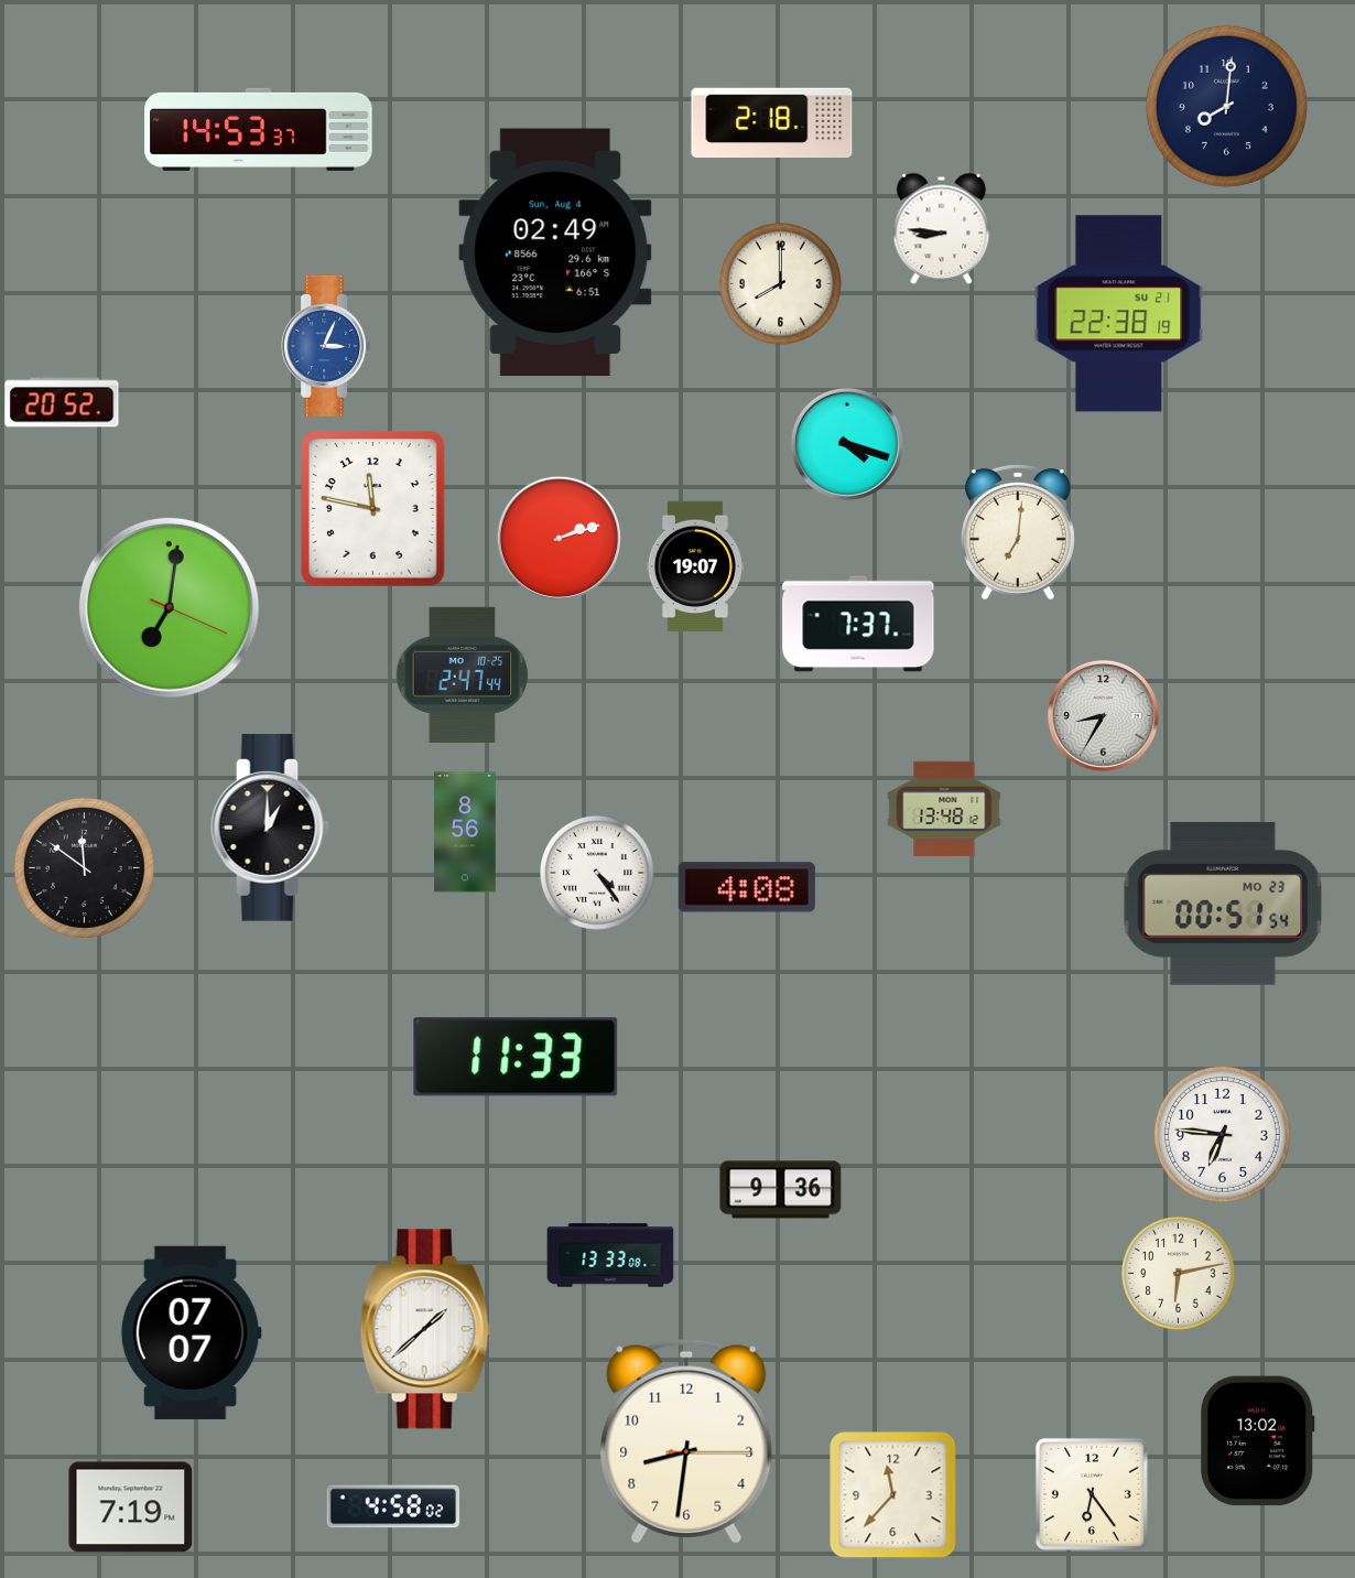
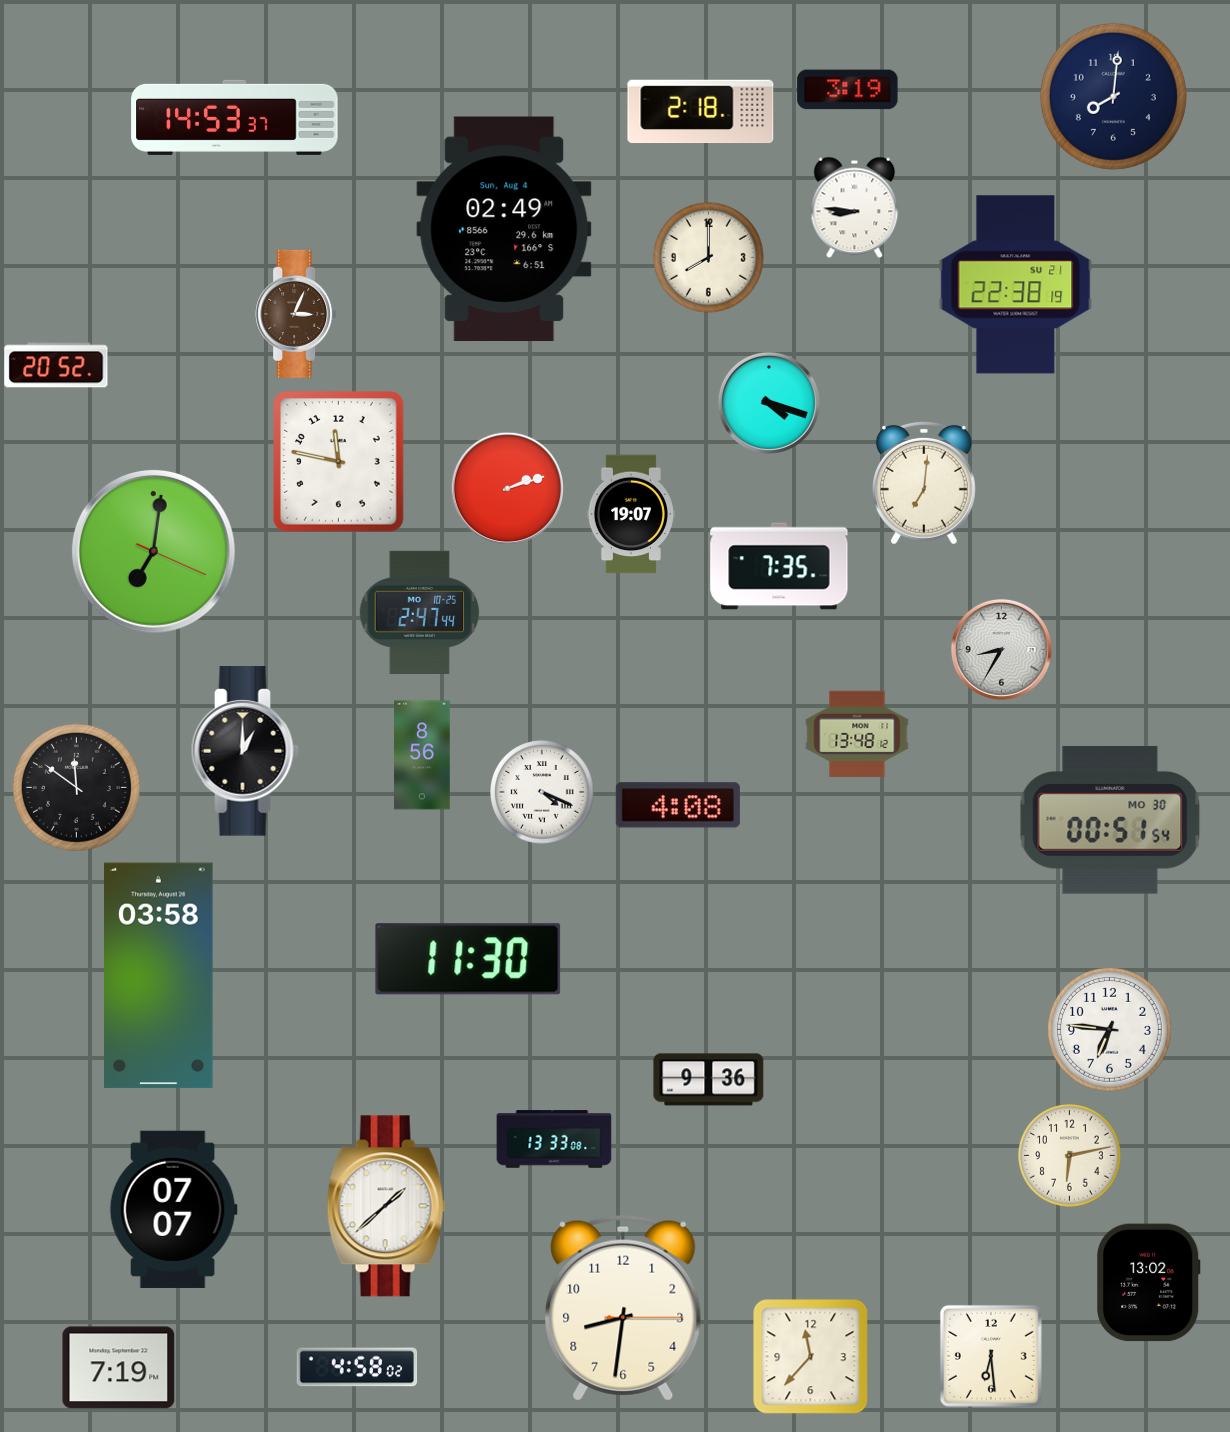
clock at (848, 90): none -> 3:19
clock at (326, 346) dial: blue -> brown
clock at (858, 624): 7:37 -> 7:35
clock at (597, 873): 4:24 -> 4:19
clock at (1223, 904) date: MO 23 -> MO 30
clock at (516, 1057): 11:33 -> 11:30
clock at (159, 976): none -> 03:58
clock at (1257, 1441) position: (1257, 1441) -> (1148, 1283)
clock at (1092, 1494): 6:24 -> 6:29
